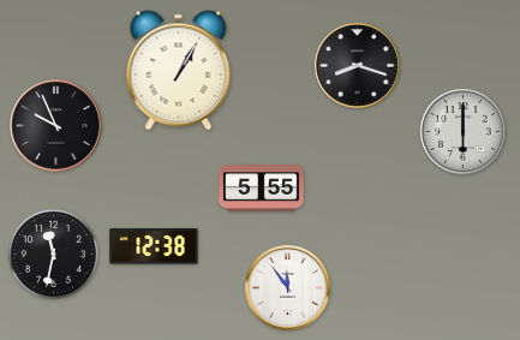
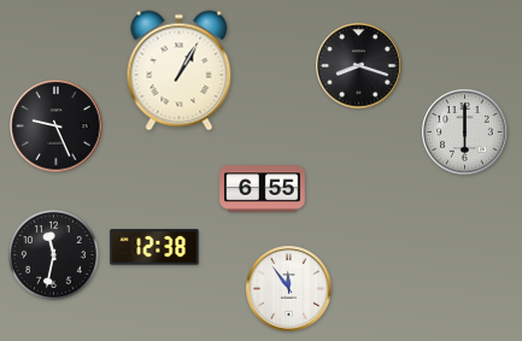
clock at (56, 126): 9:56 -> 9:26
clock at (262, 189): 5:55 -> 6:55
